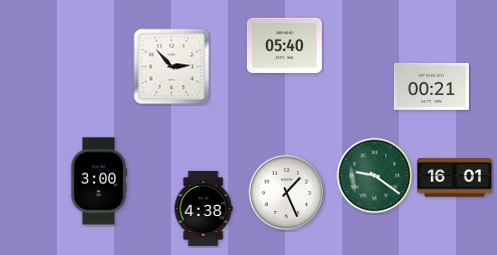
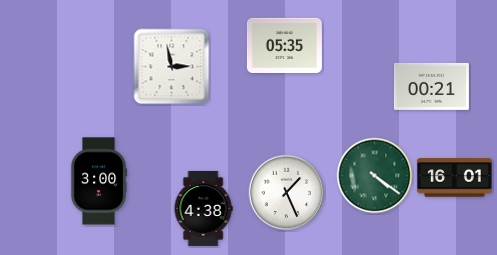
clock at (284, 45): 05:40 -> 05:35
clock at (172, 67): 2:53 -> 2:58
clock at (375, 176): 9:21 -> 4:21
